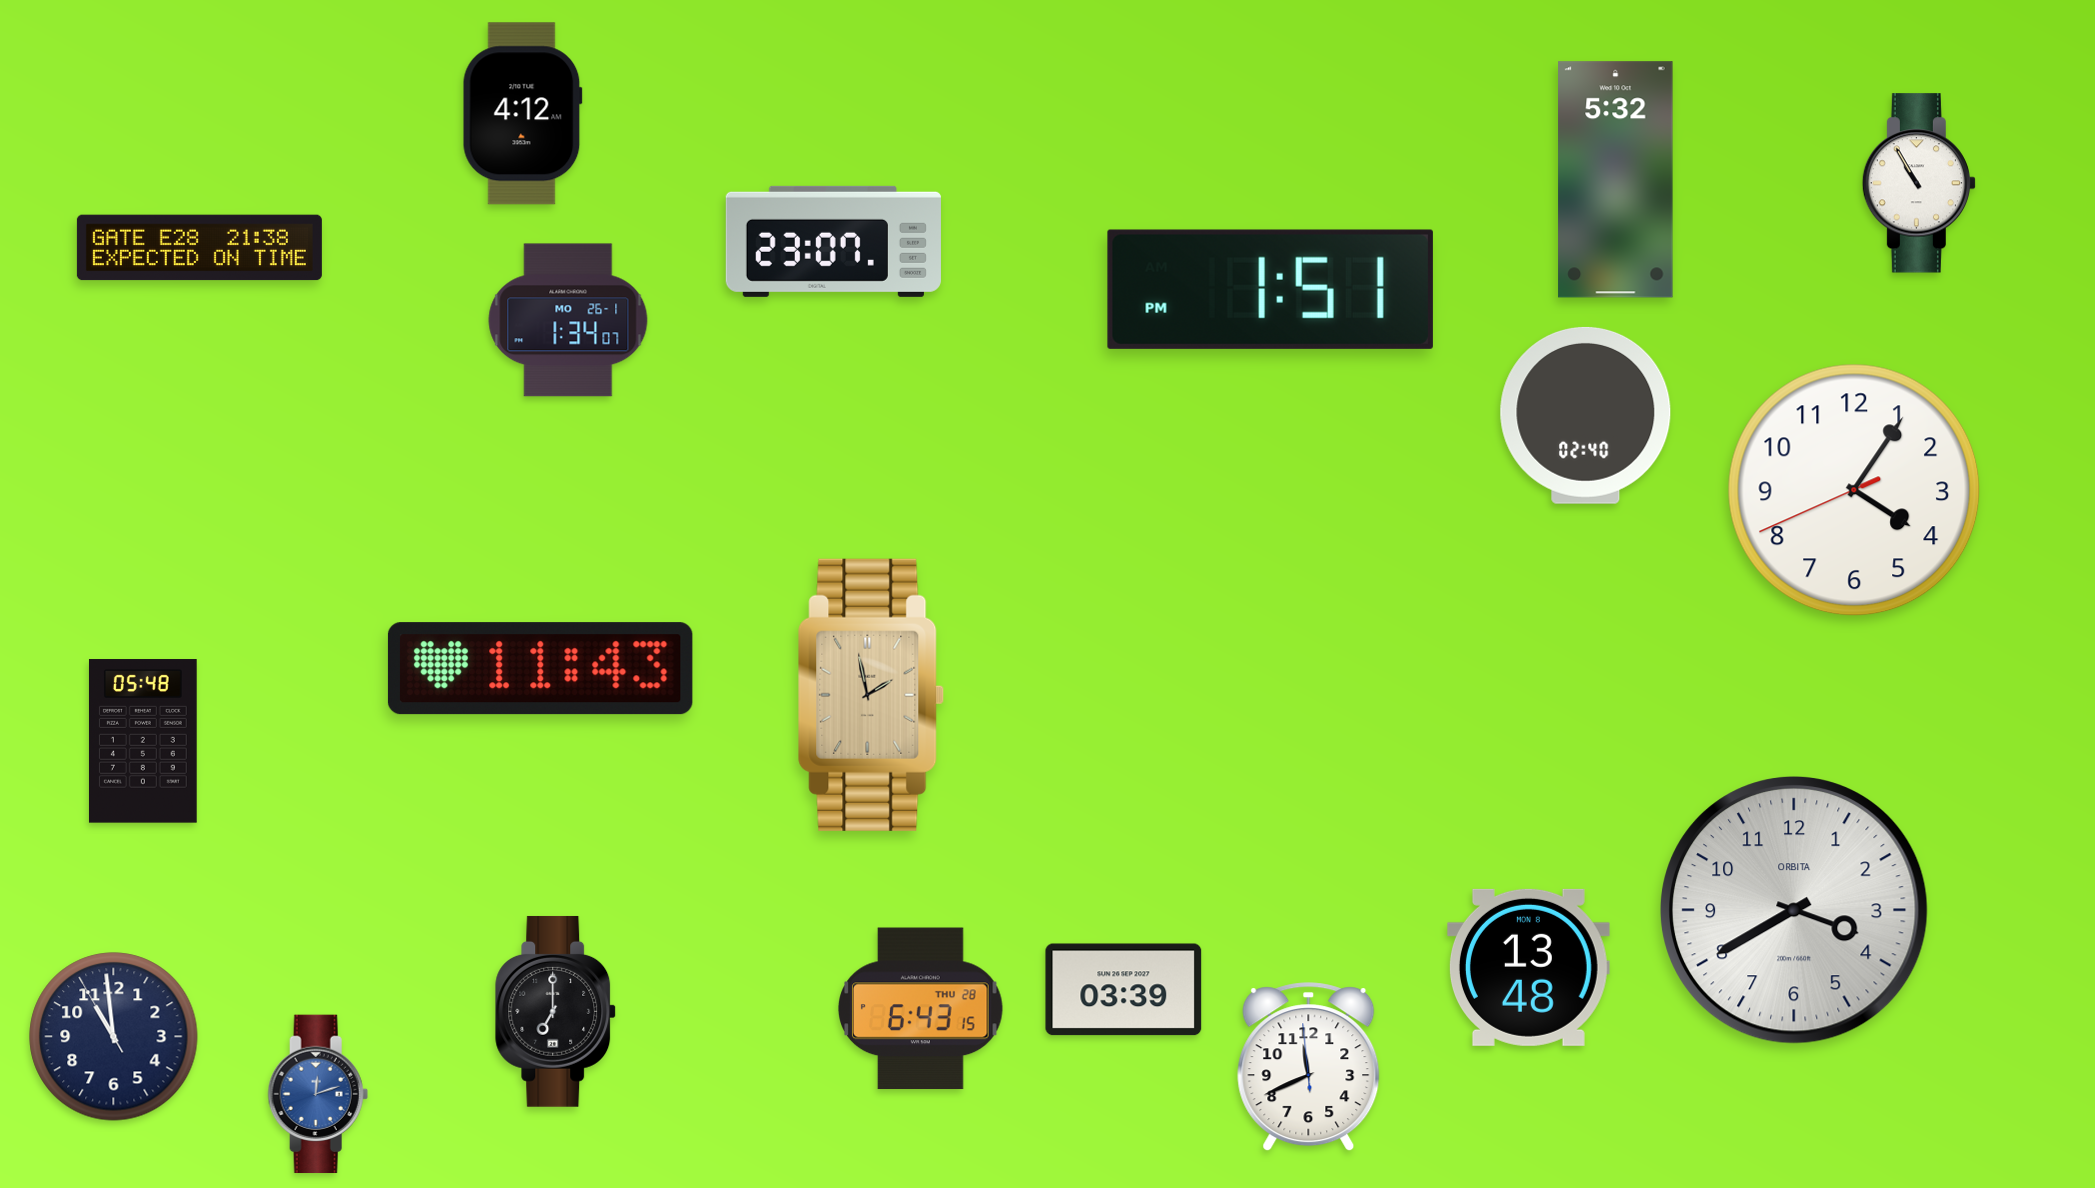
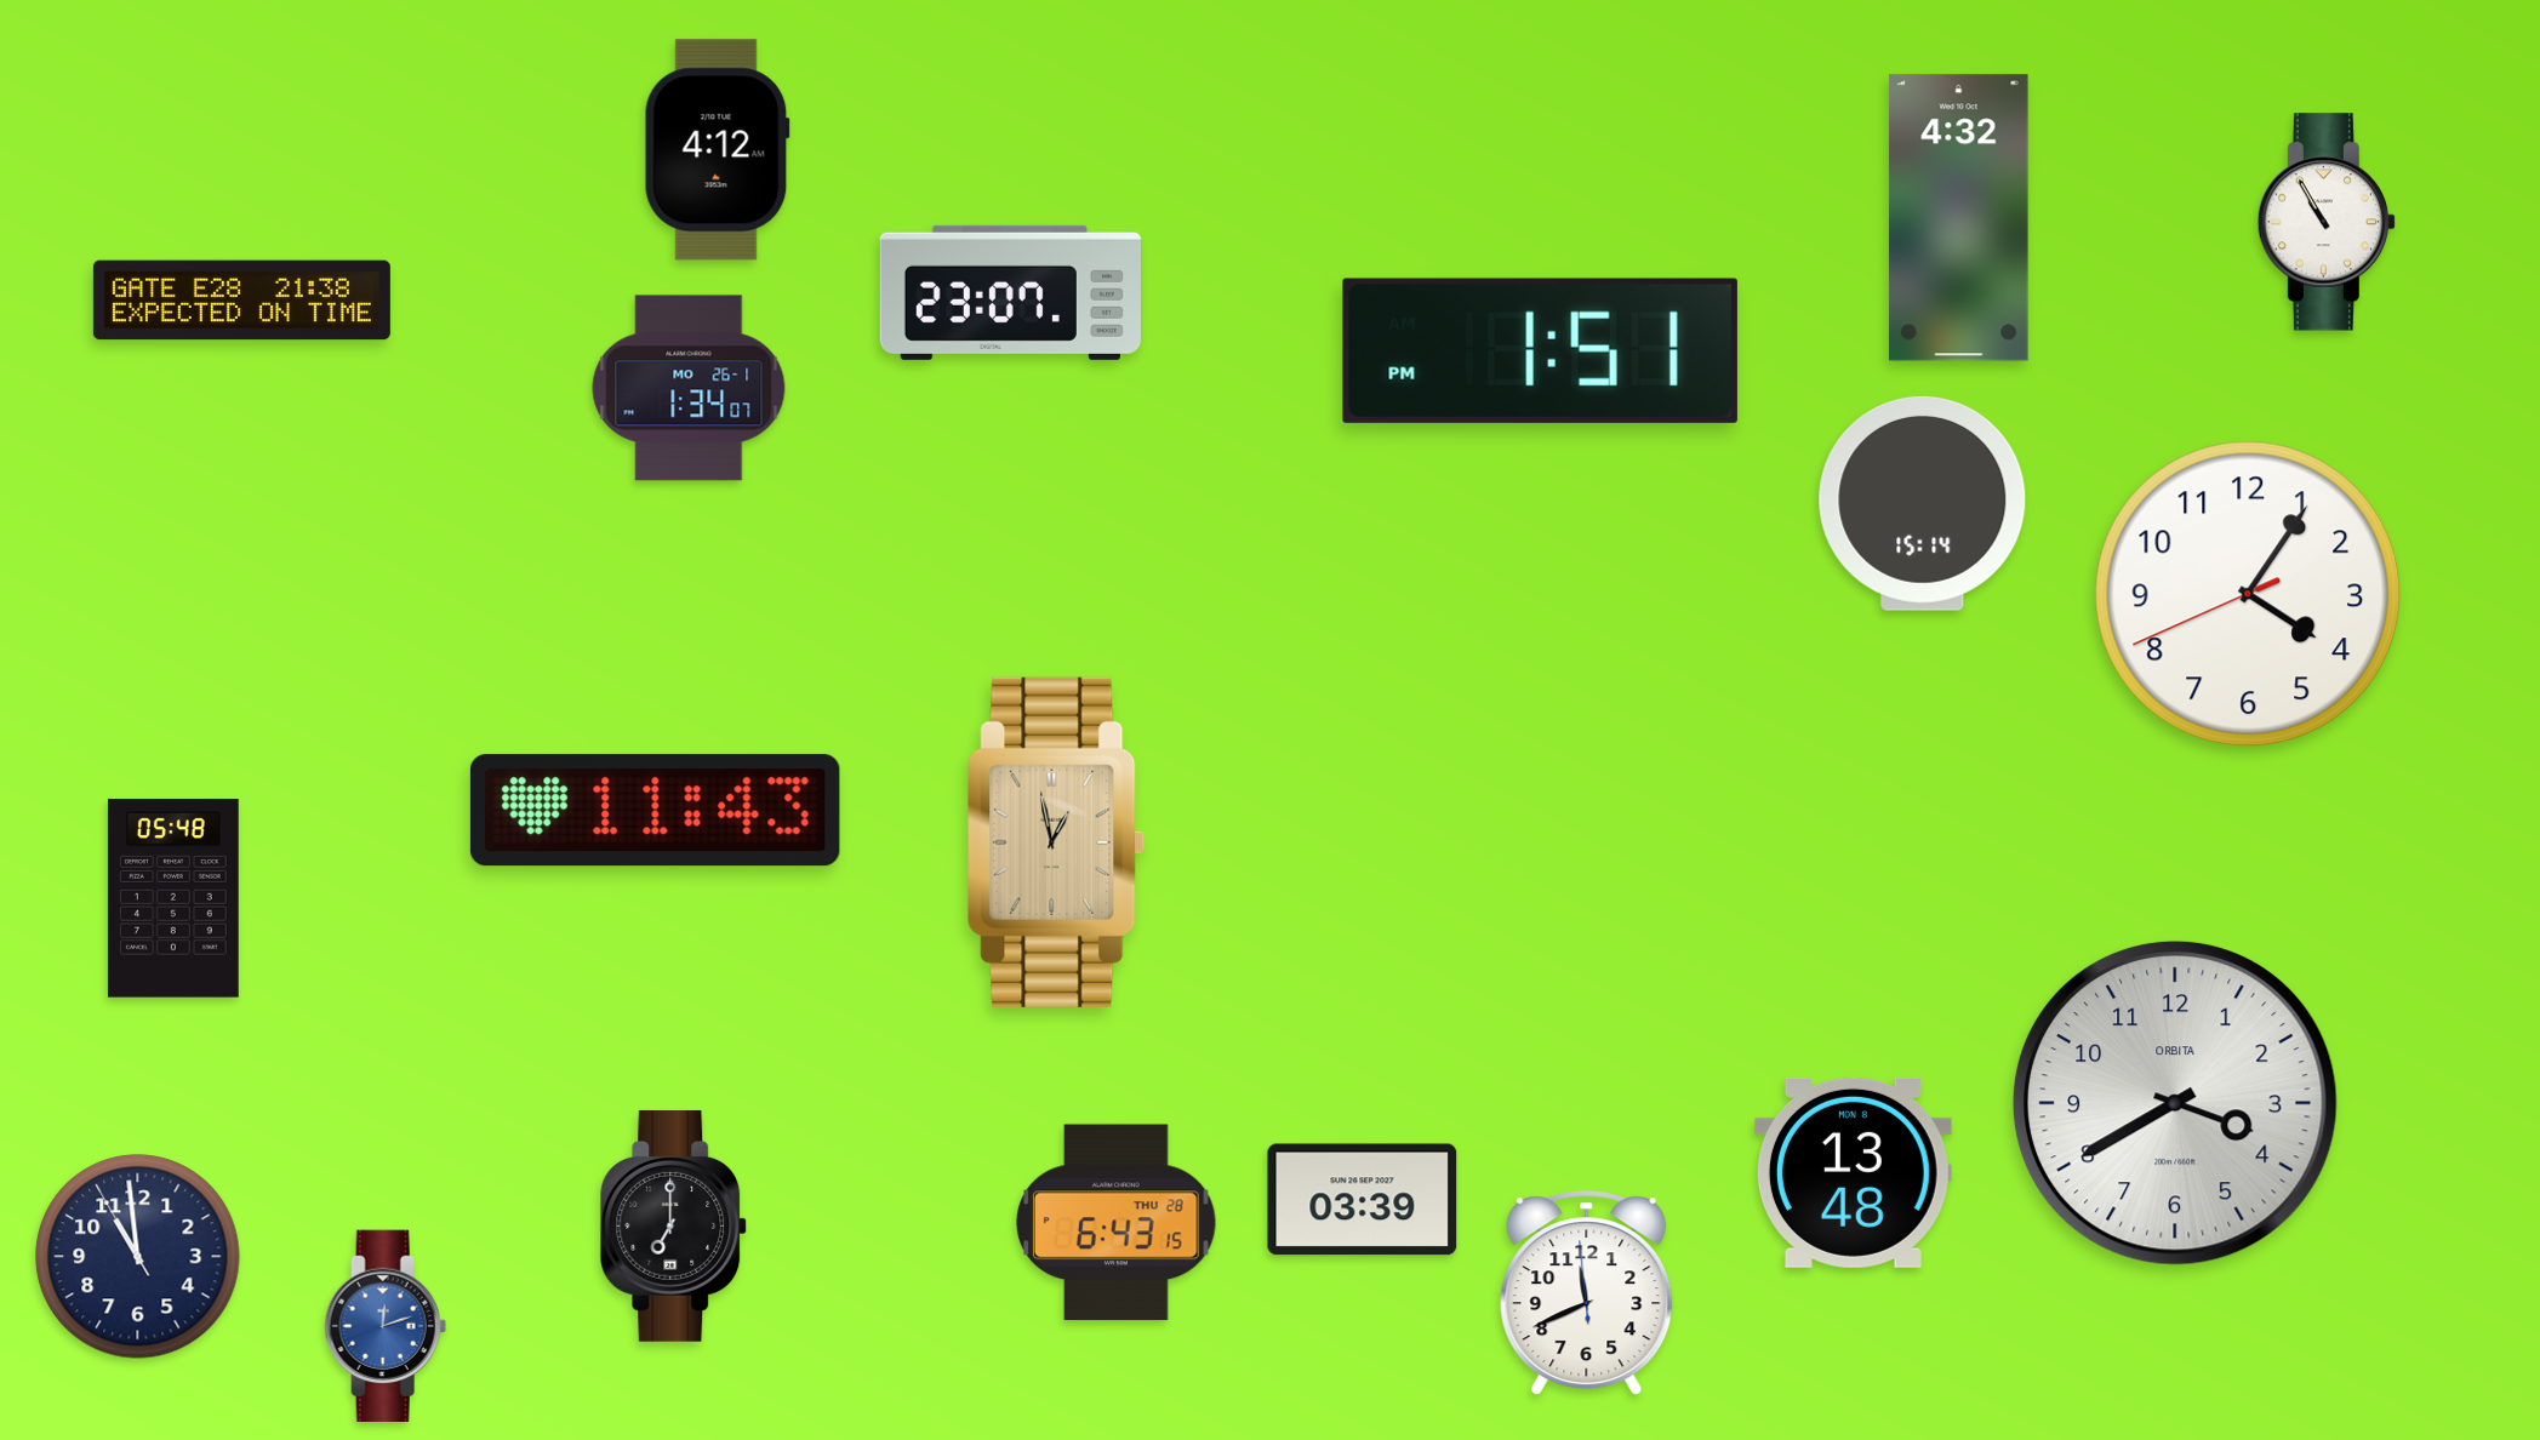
clock at (522, 114) position: (522, 114) -> (717, 150)
clock at (1616, 180): 5:32 -> 4:32
clock at (1586, 415): 02:40 -> 15:14
clock at (871, 695): 1:58 -> 12:58
